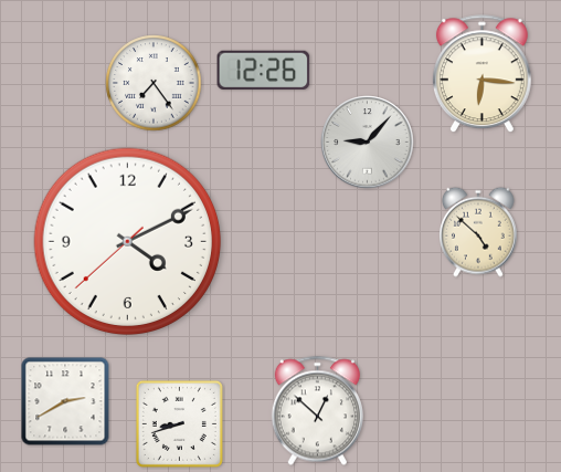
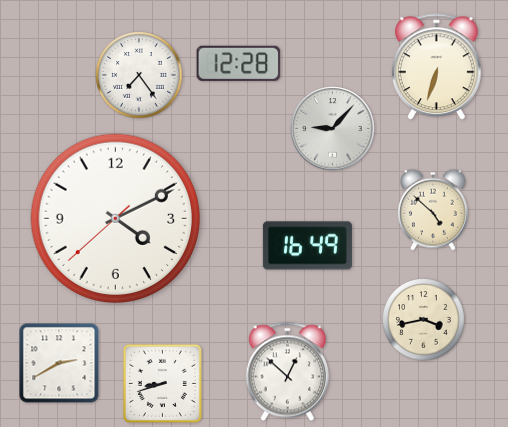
clock at (264, 70): 12:26 -> 12:28
clock at (481, 74): 6:16 -> 6:33
clock at (307, 246): none -> 16:49
clock at (424, 320): none -> 3:43
